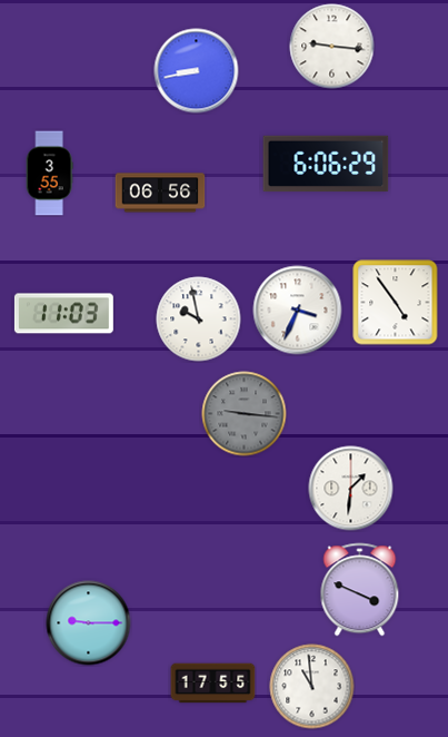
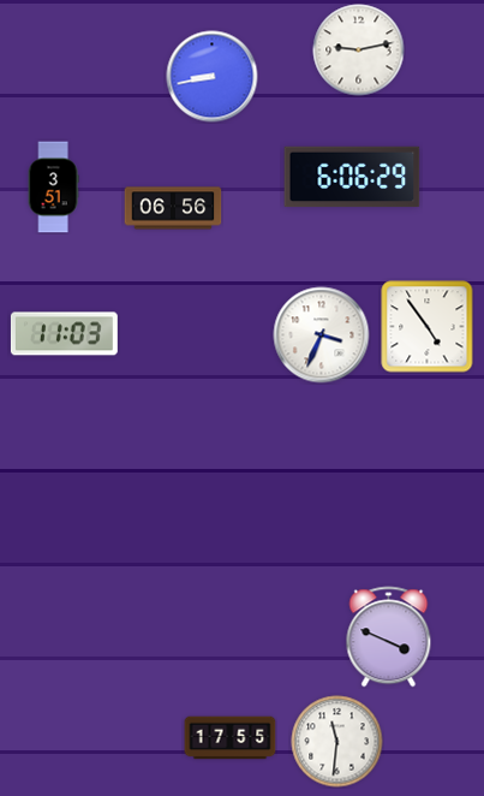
clock at (332, 47): 9:16 -> 9:13
clock at (49, 174): 3:55 -> 3:51
clock at (63, 314) position: (63, 314) -> (64, 334)
clock at (199, 320): 9:58 -> none
clock at (245, 414): 9:16 -> none
clock at (351, 489): 1:31 -> none
clock at (89, 623): 9:15 -> none
clock at (312, 687): 10:59 -> 11:31
